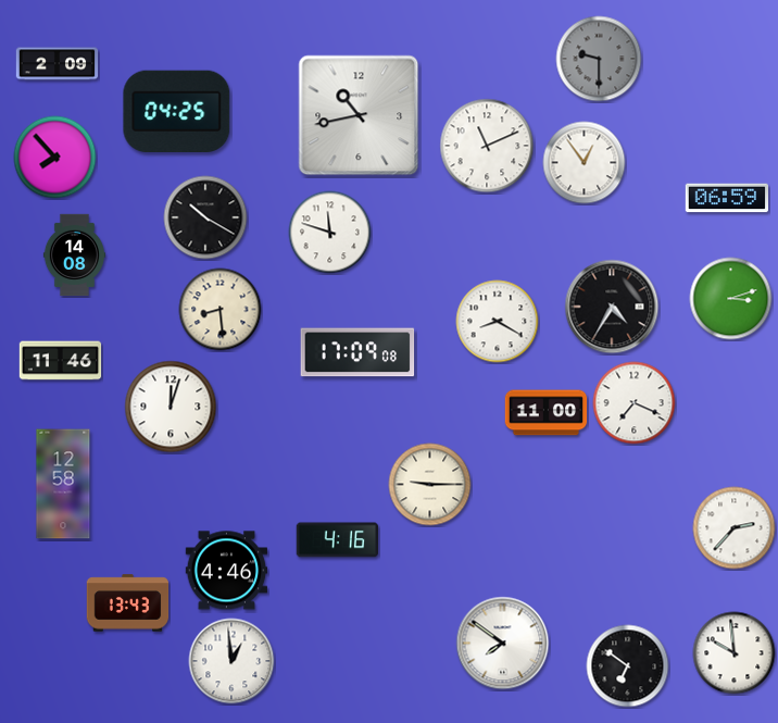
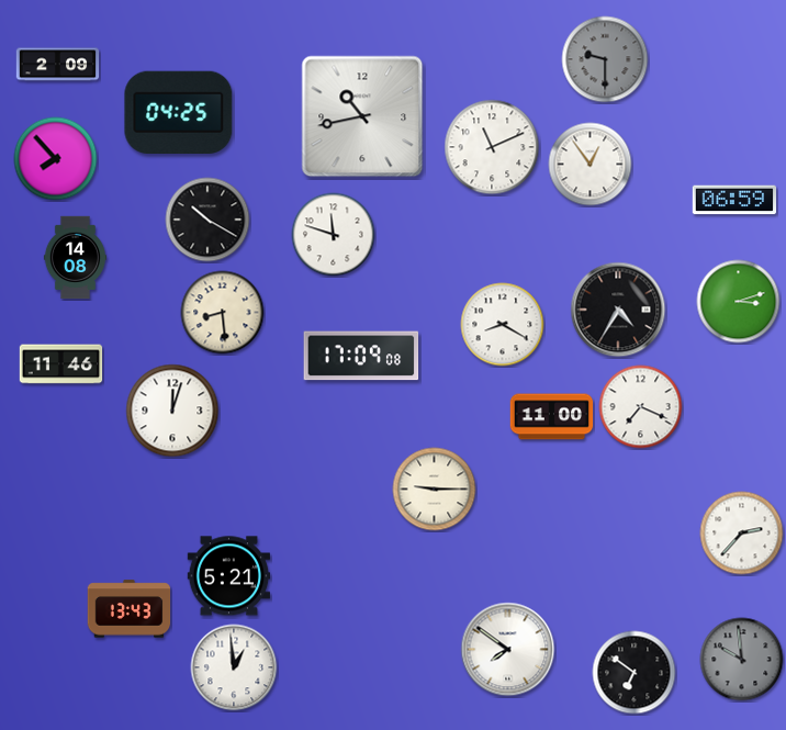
clock at (63, 484): 12:58 -> none
clock at (338, 540): 4:16 -> none
clock at (227, 571): 4:46 -> 5:21
clock at (735, 653) dial: white -> grey
